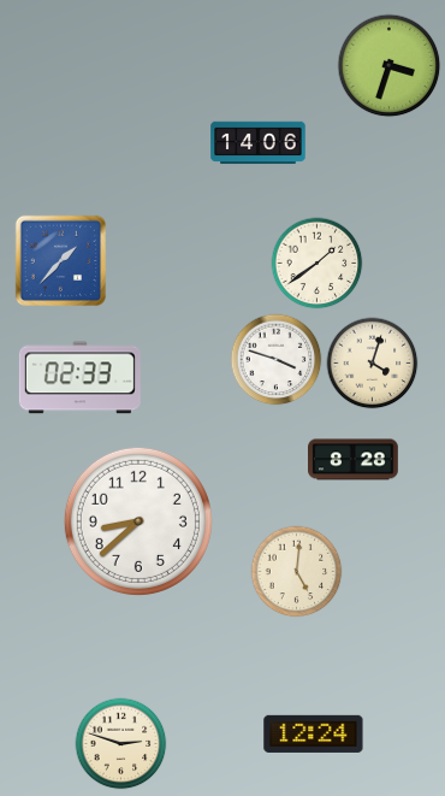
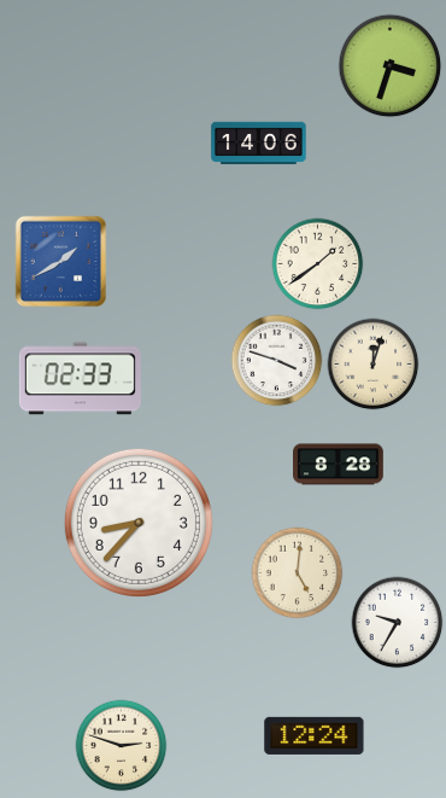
clock at (61, 261): 1:37 -> 1:40
clock at (373, 364): 4:03 -> 12:03
clock at (354, 460) position: (354, 460) -> (339, 465)
clock at (138, 521): 8:38 -> 8:37
clock at (398, 623): none -> 9:35
